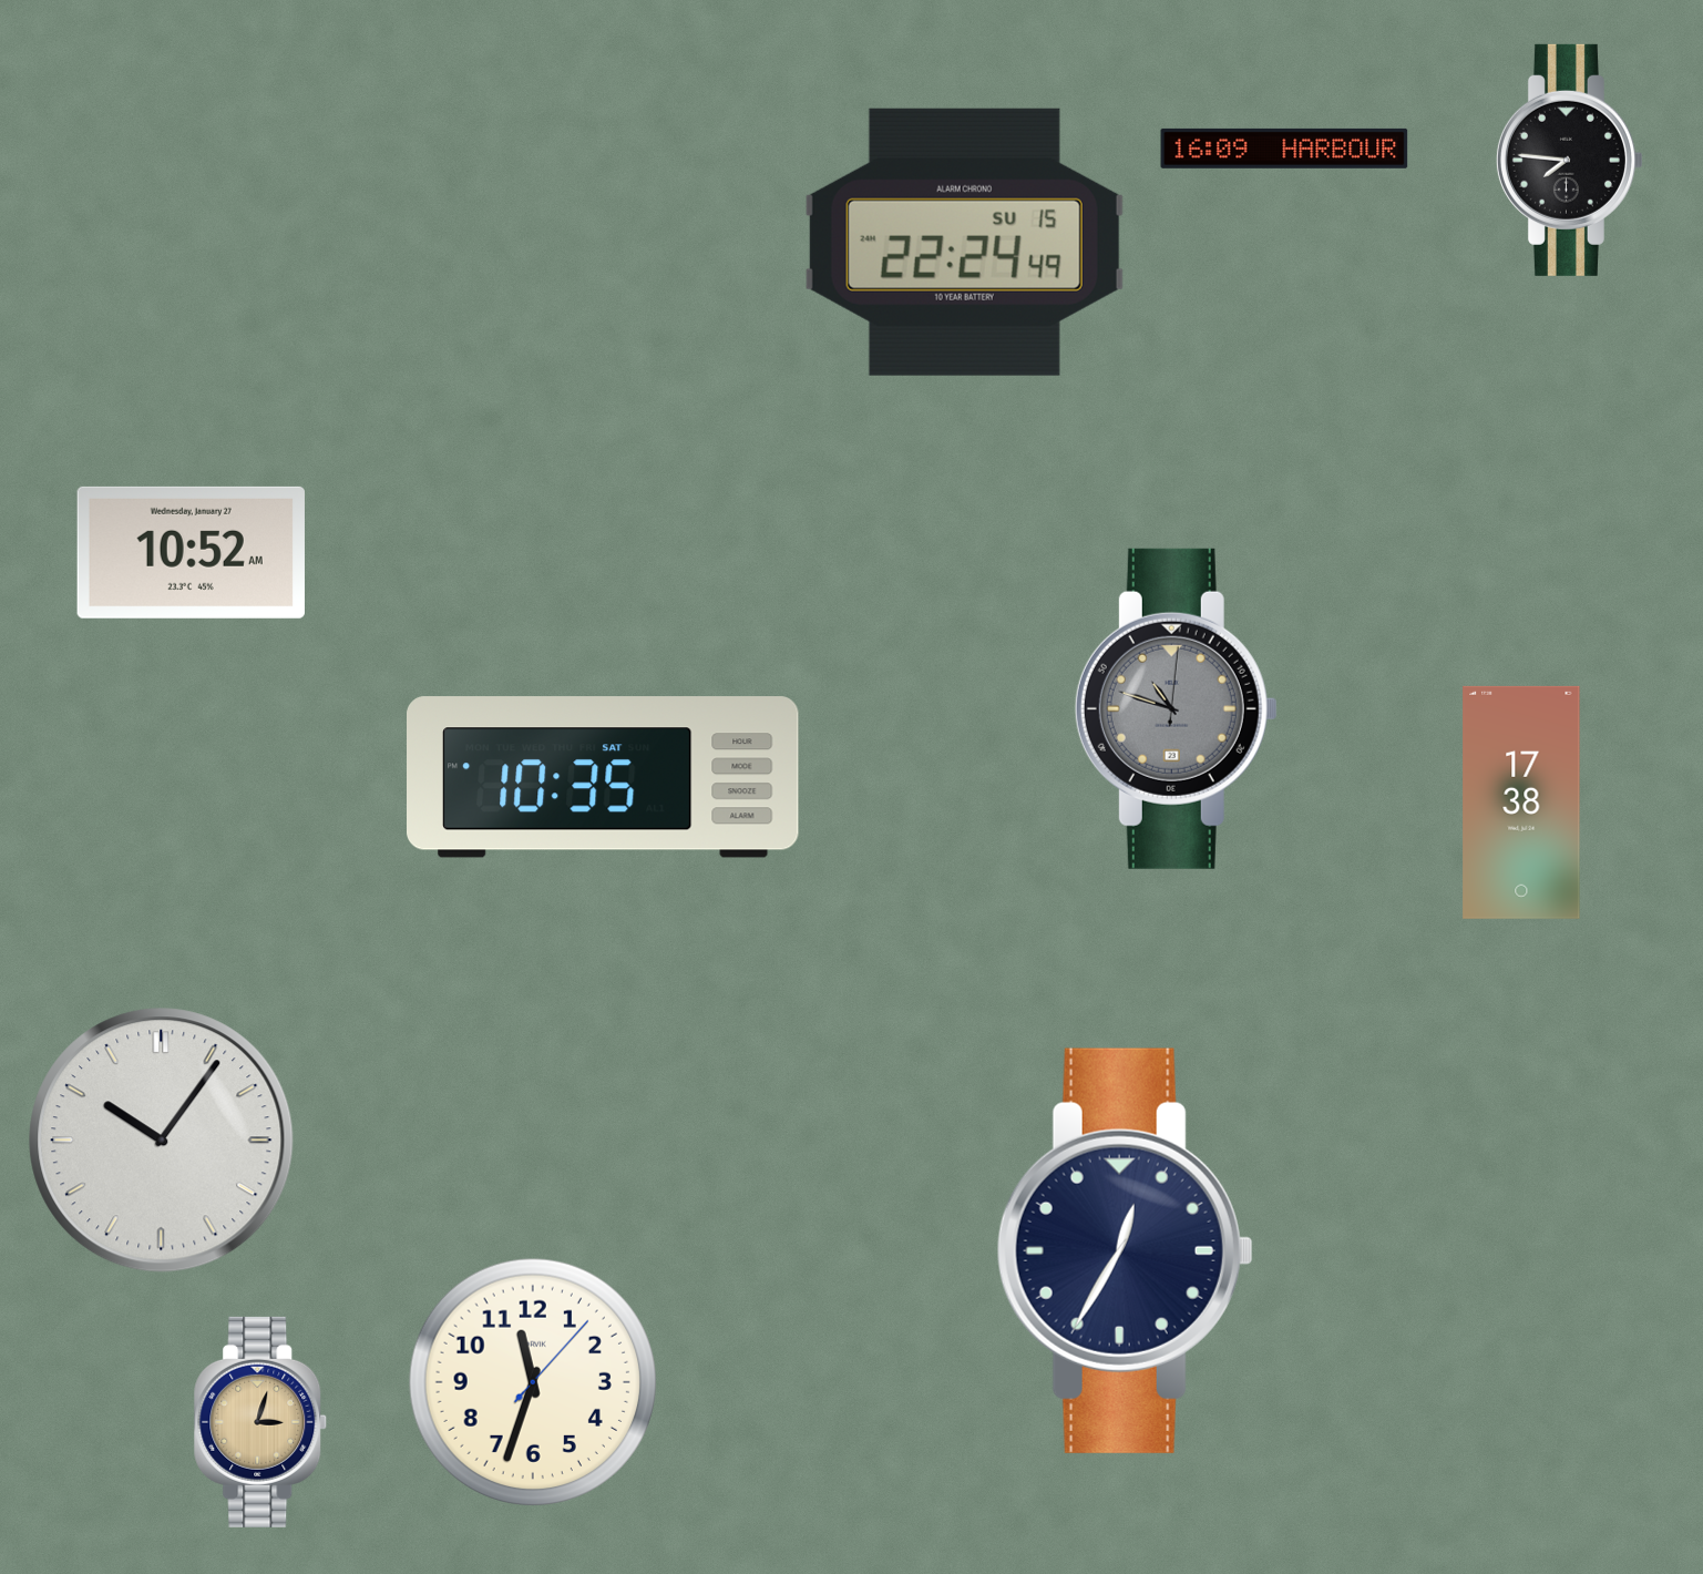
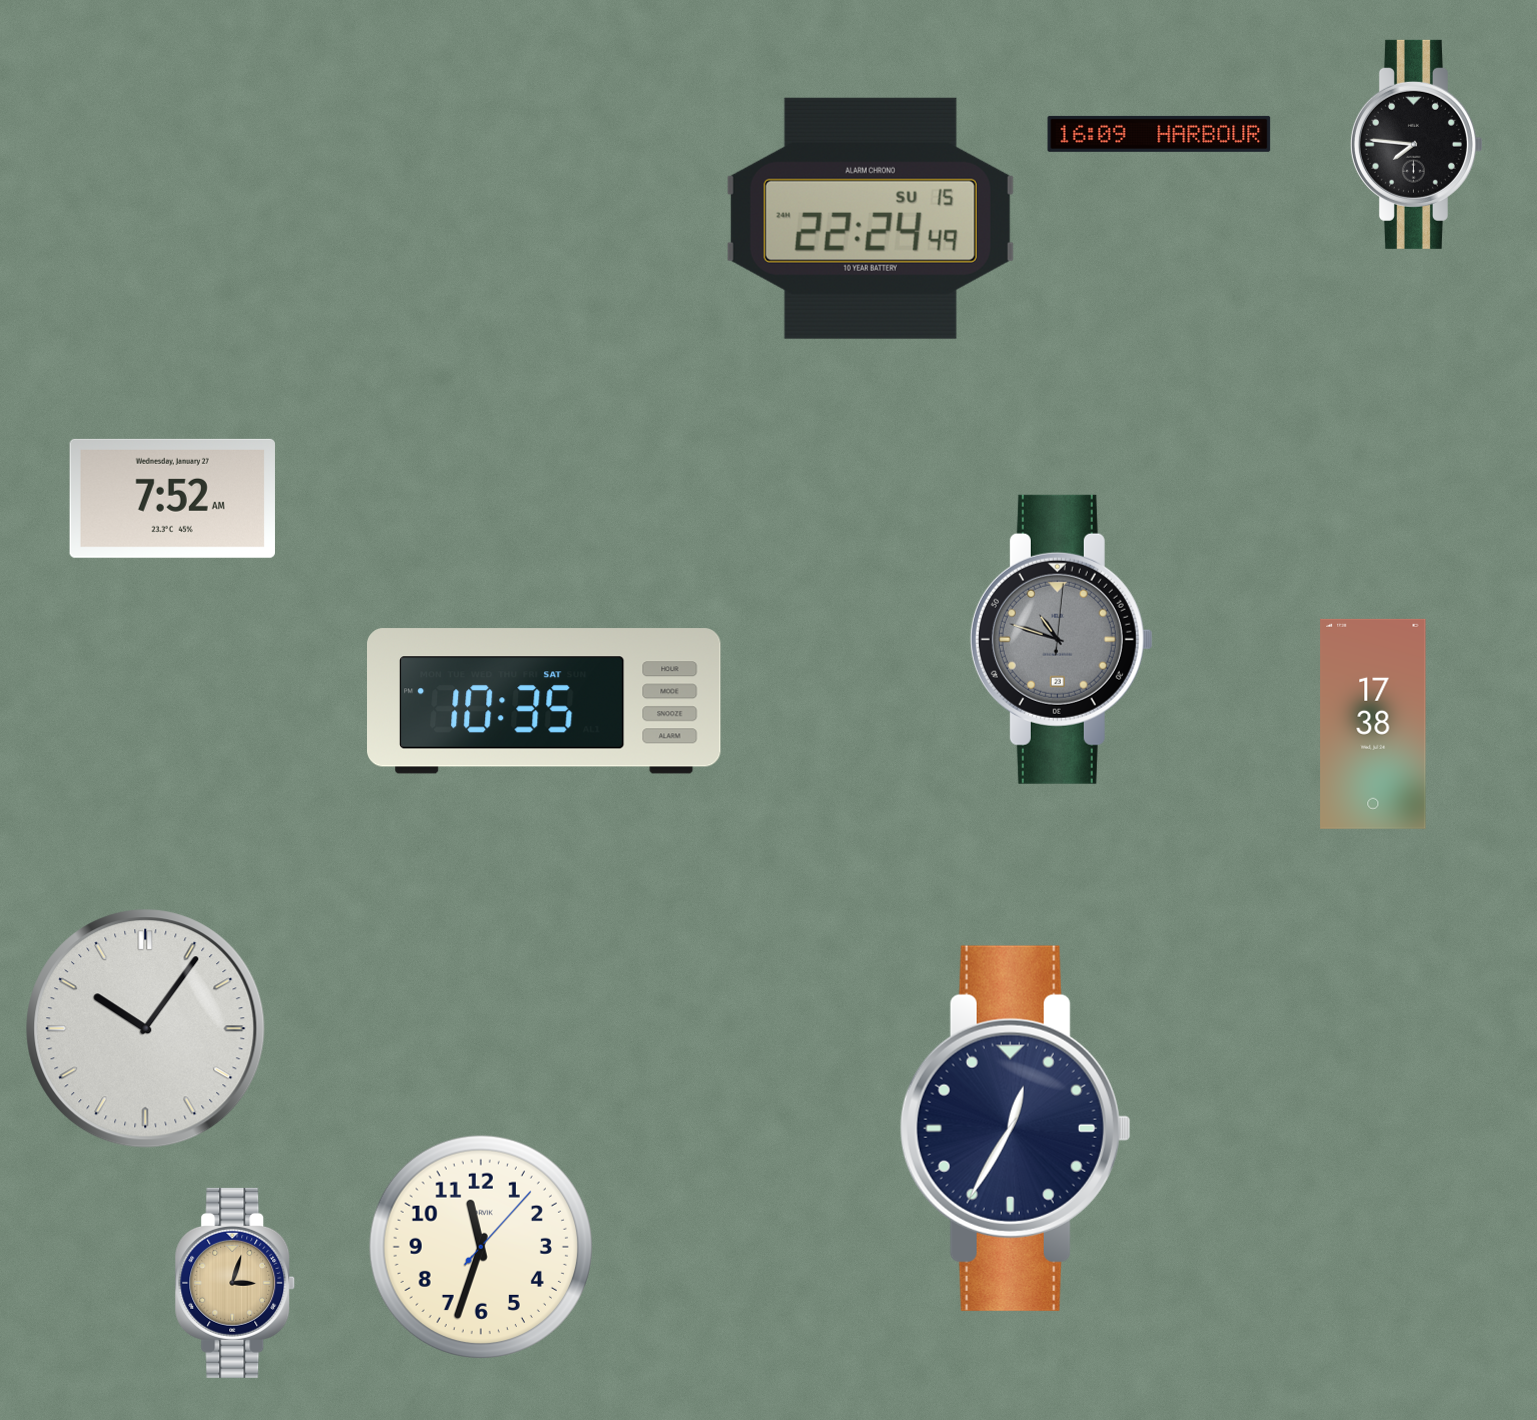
clock at (191, 552): 10:52 -> 7:52
